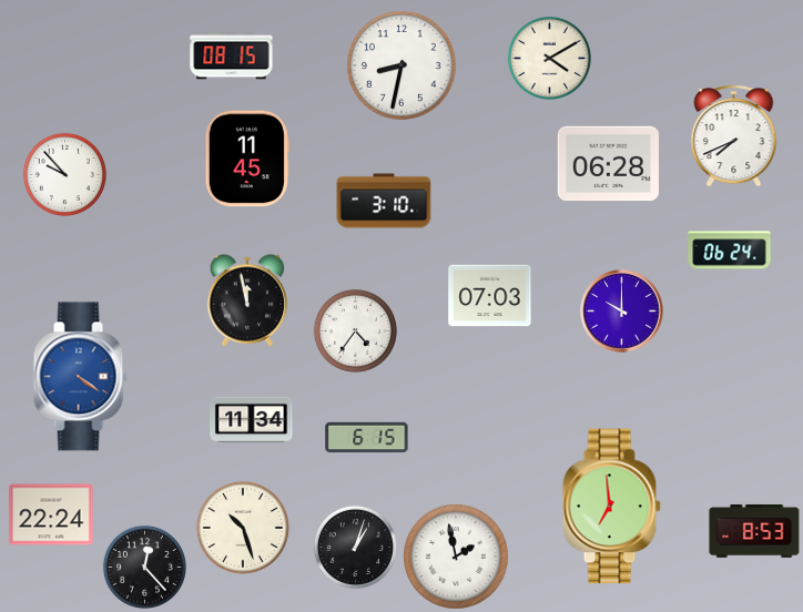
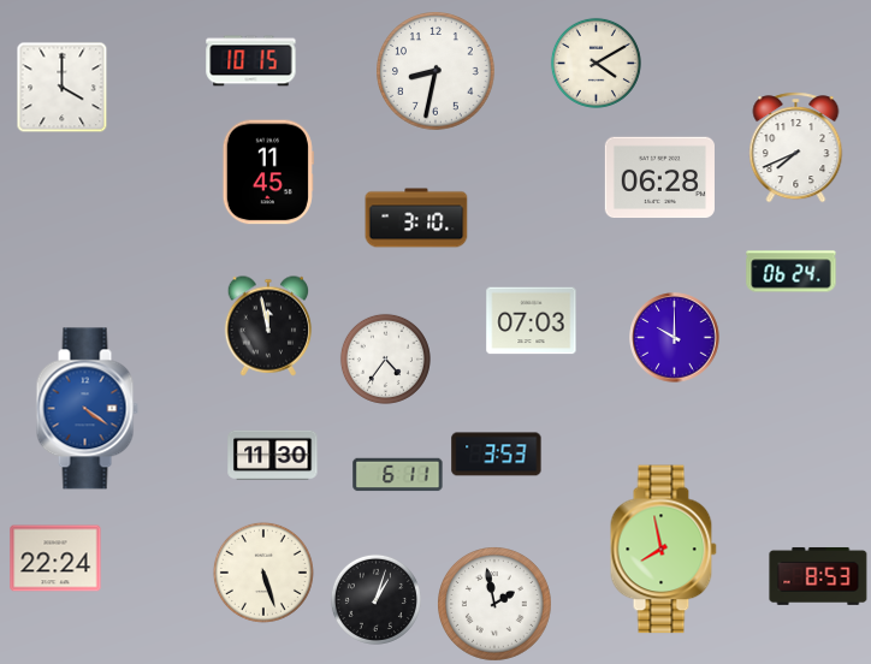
clock at (232, 57): 08:15 -> 10:15
clock at (63, 88): none -> 4:00
clock at (64, 174): 9:53 -> none
clock at (497, 455): none -> 3:53
clock at (252, 420): 11:34 -> 11:30
clock at (367, 438): 6:15 -> 6:11
clock at (611, 507): 6:59 -> 7:58
clock at (243, 528): 10:27 -> 5:27
clock at (355, 547) position: (355, 547) -> (375, 599)
clock at (144, 567): 12:23 -> none
